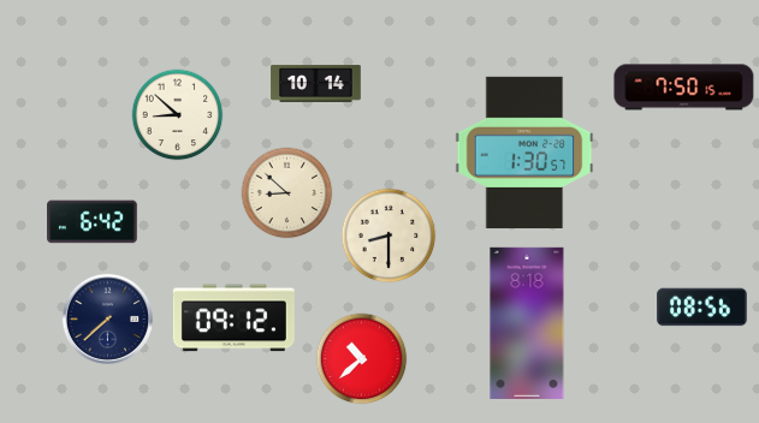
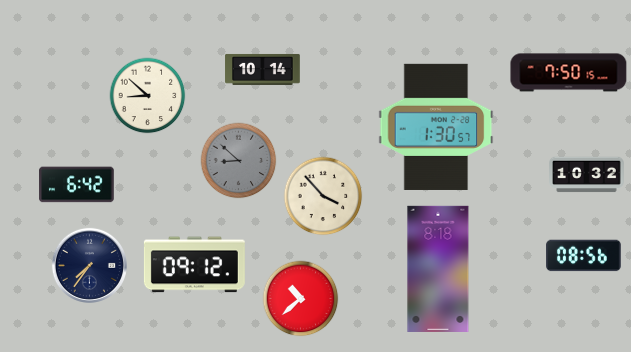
clock at (287, 193) dial: cream -> grey
clock at (587, 175): none -> 10:32
clock at (389, 236): 8:30 -> 3:53
clock at (107, 318): 7:38 -> 7:36
